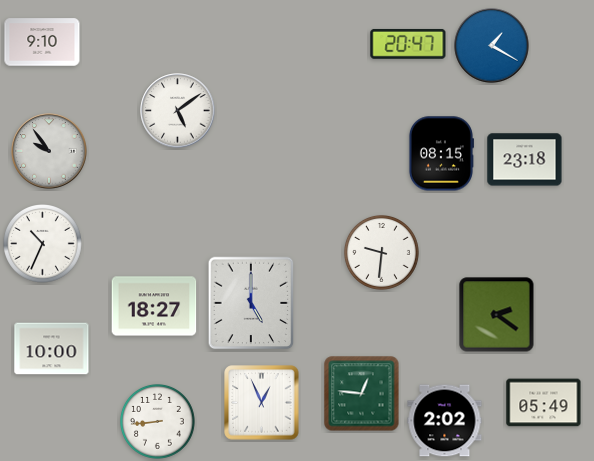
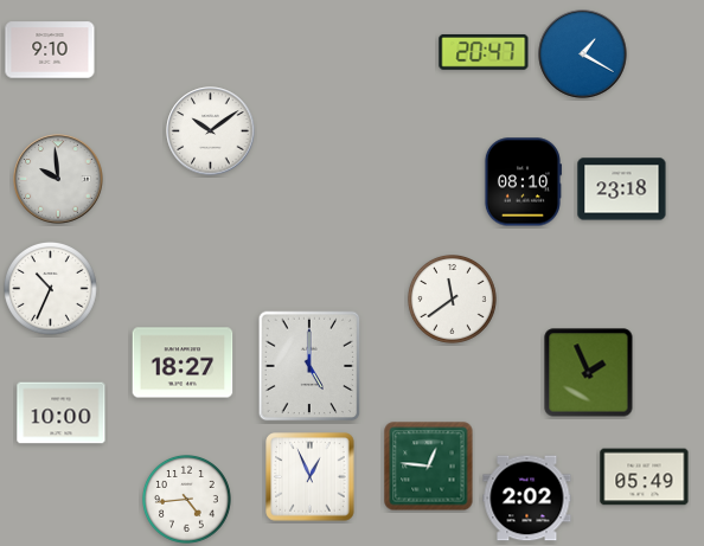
clock at (178, 111): 5:09 -> 10:09
clock at (49, 151): 9:54 -> 9:59
clock at (441, 154): 08:15 -> 08:10
clock at (382, 253): 9:31 -> 11:39
clock at (251, 303) position: (251, 303) -> (309, 366)
clock at (497, 315): 2:21 -> 1:56
clock at (158, 422): 8:44 -> 4:44
